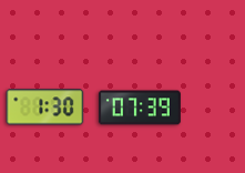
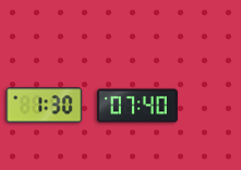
clock at (140, 108): 07:39 -> 07:40
